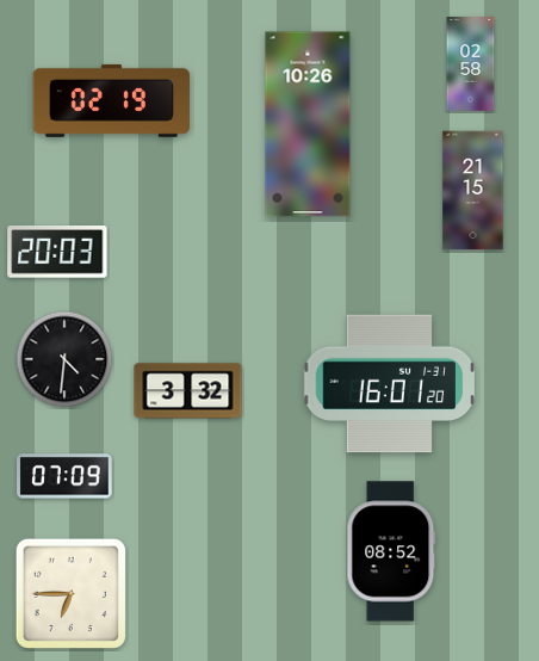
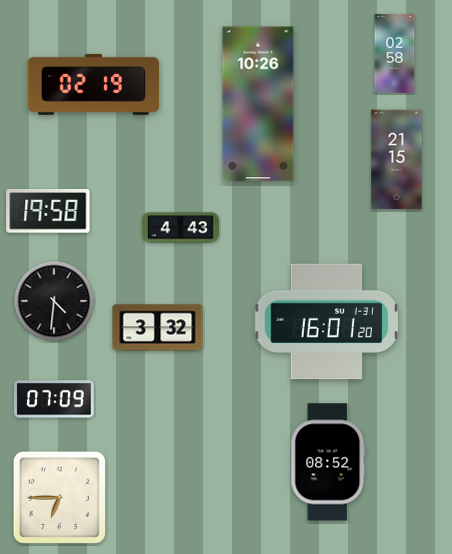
clock at (57, 252): 20:03 -> 19:58
clock at (181, 228): none -> 4:43
